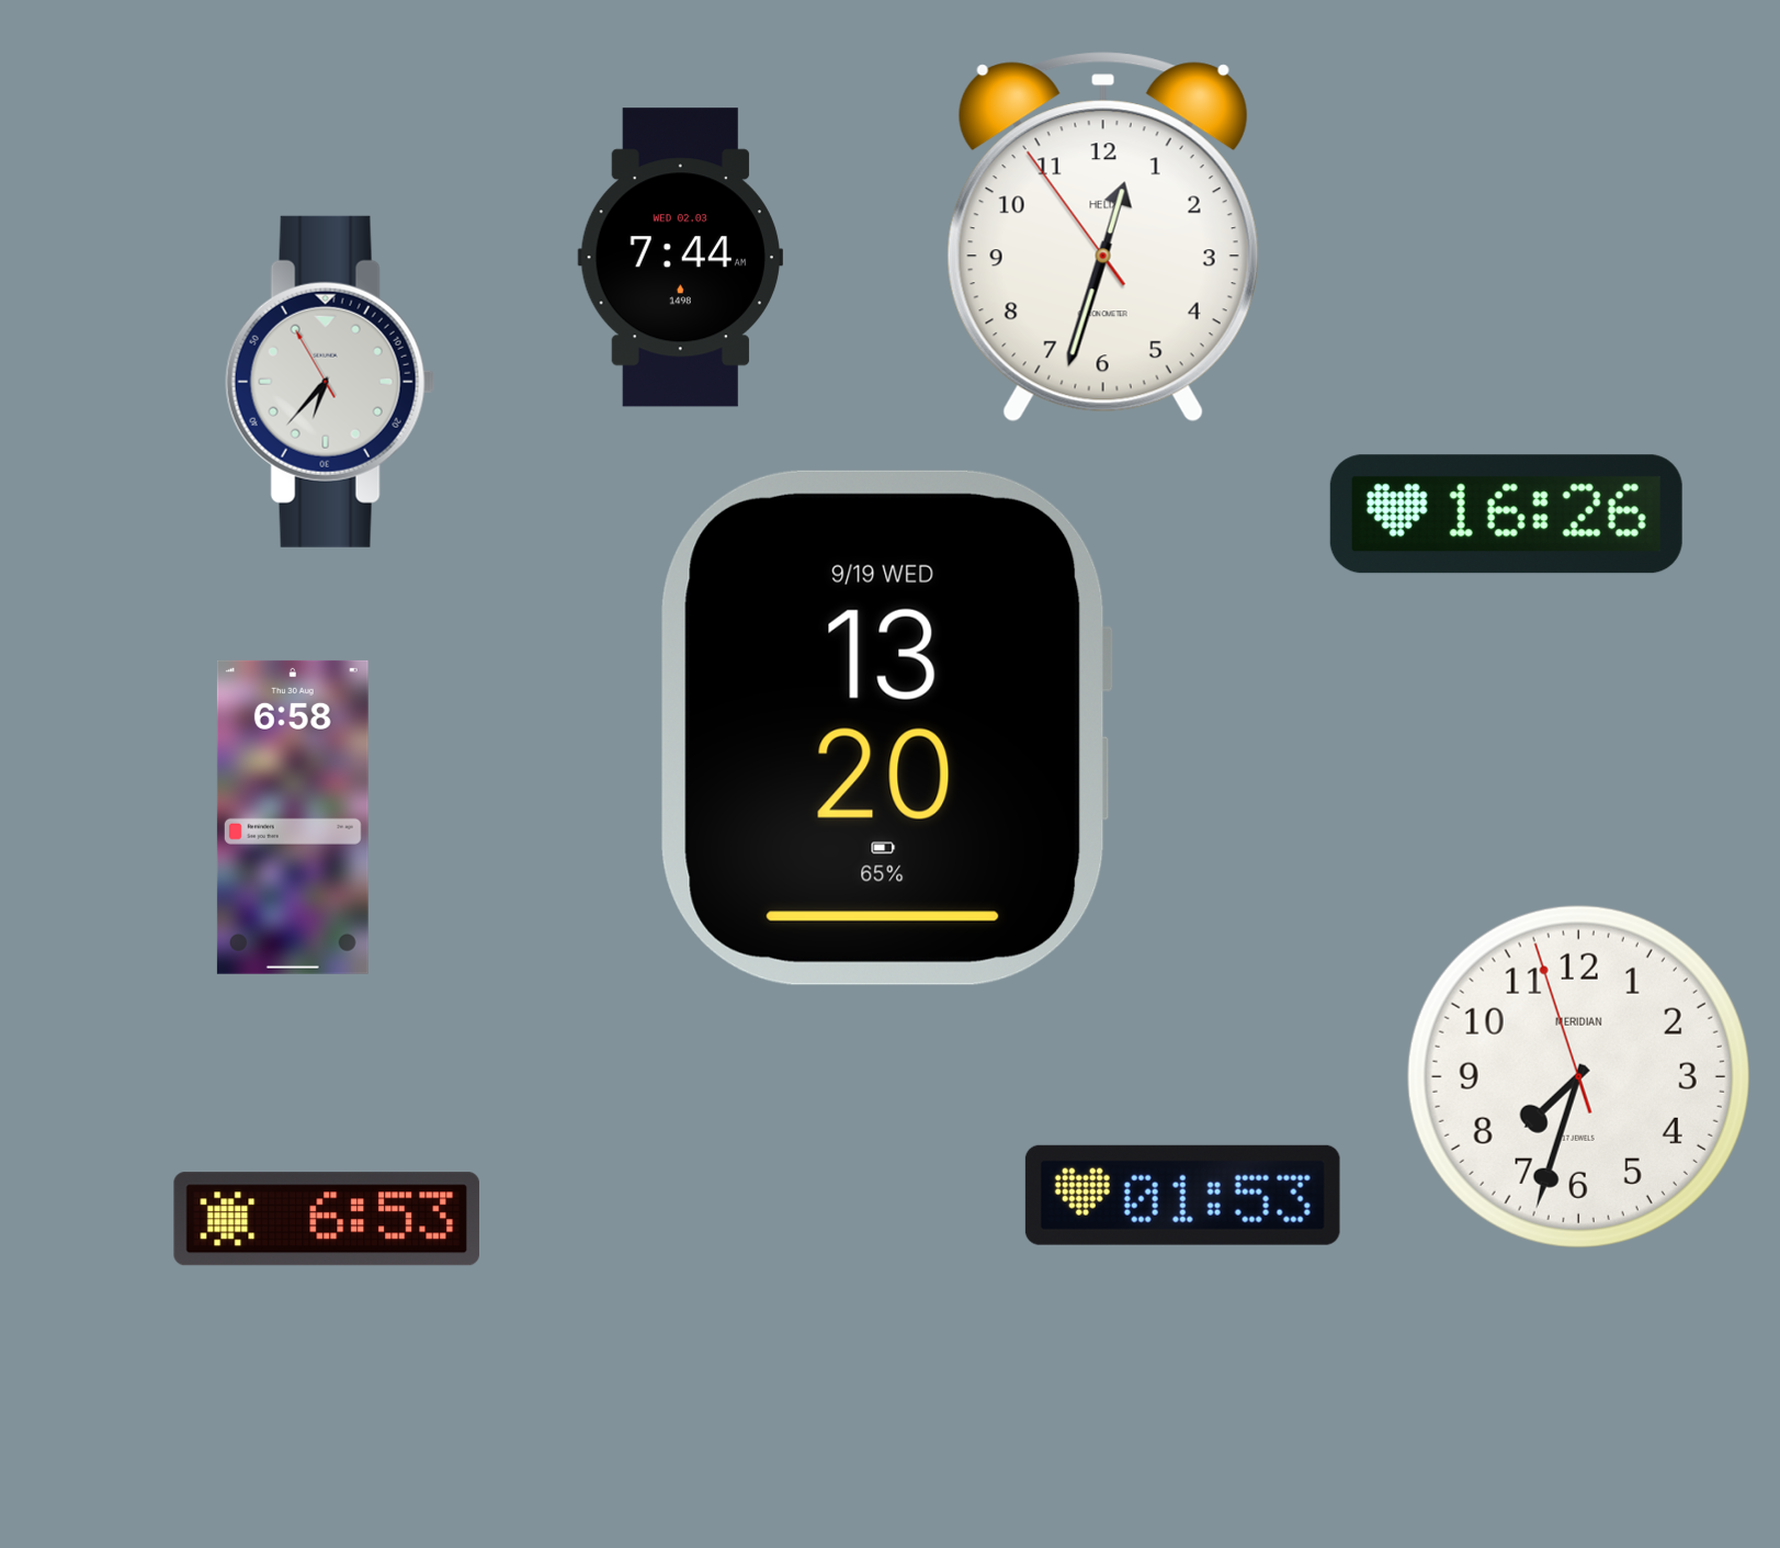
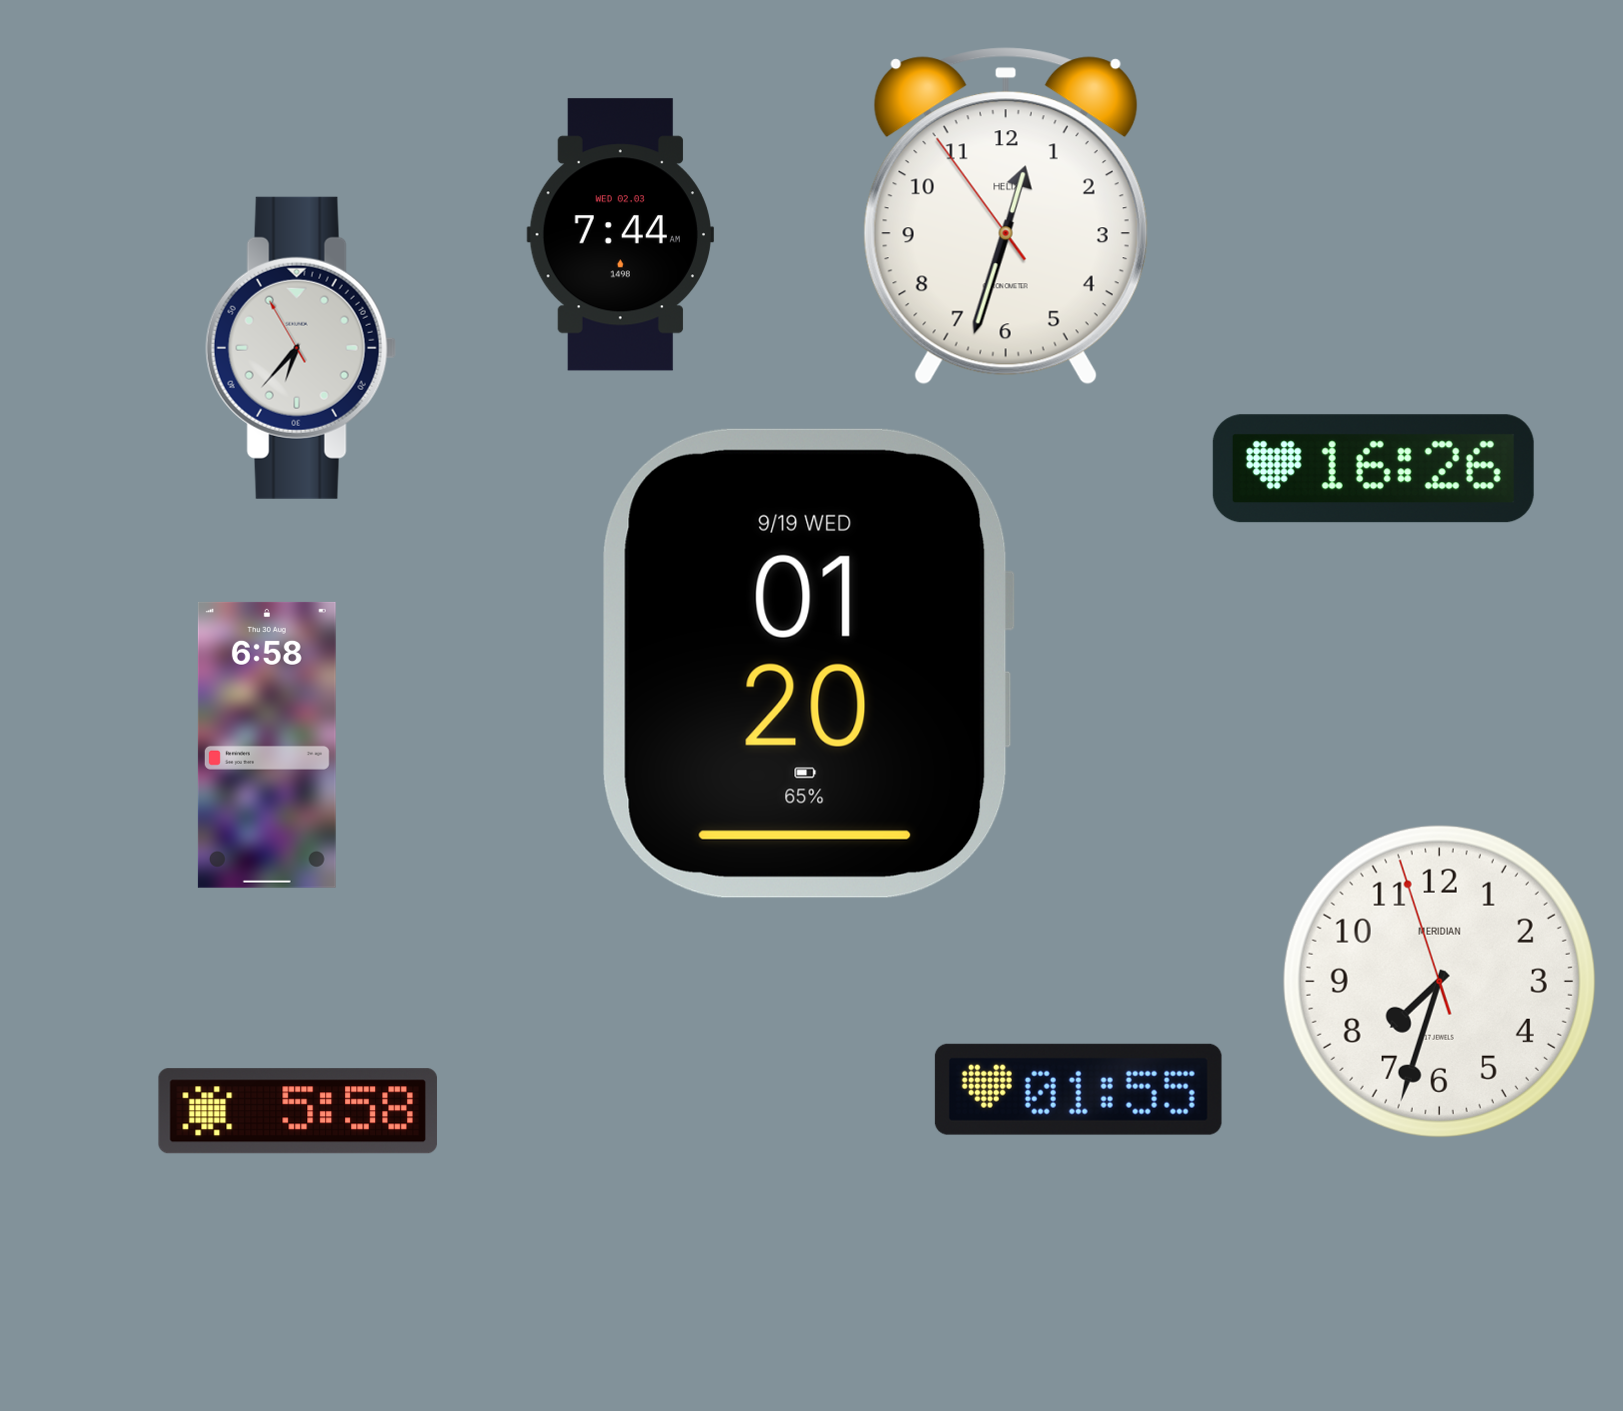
clock at (886, 727): 13:20 -> 01:20
clock at (1182, 1195): 01:53 -> 01:55
clock at (327, 1219): 6:53 -> 5:58
